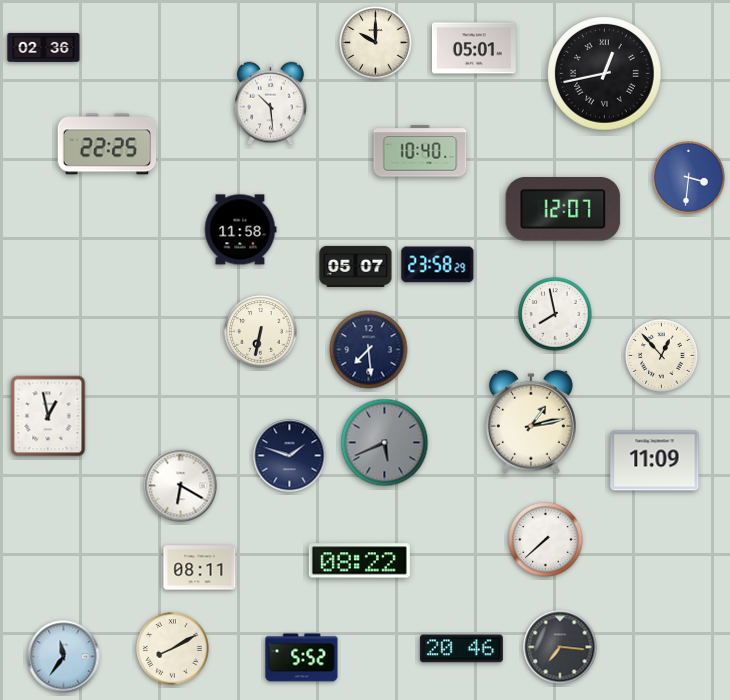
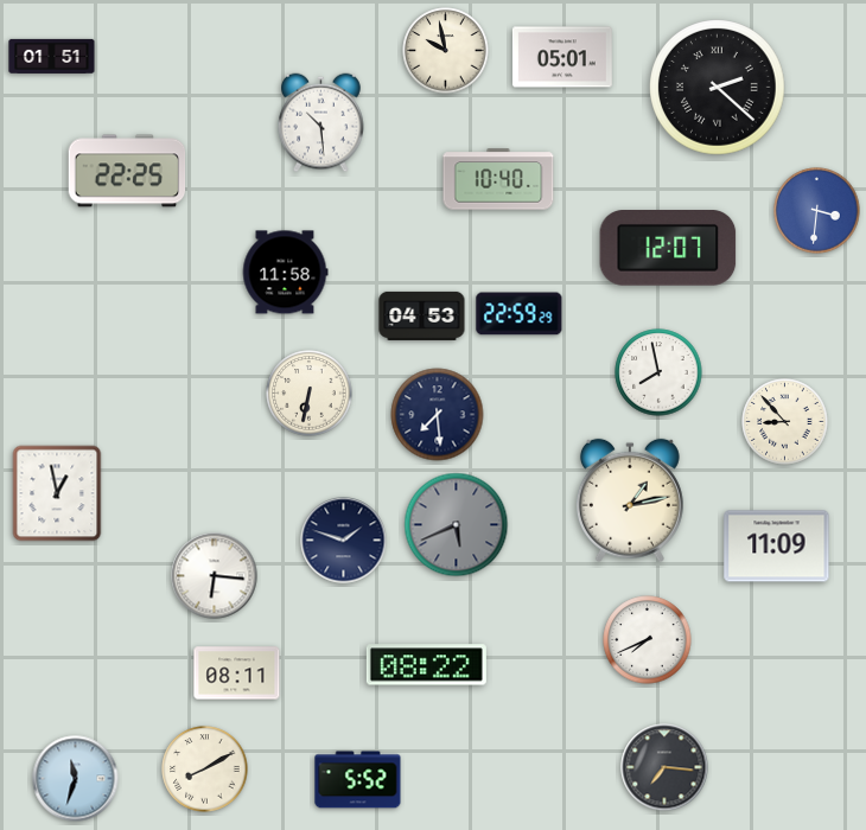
clock at (376, 43): 10:00 -> 9:58
clock at (44, 47): 02:36 -> 01:51
clock at (605, 74): 12:43 -> 2:22
clock at (438, 265): 23:58 -> 22:59
clock at (356, 266): 05:07 -> 04:53
clock at (662, 356): 12:53 -> 8:53
clock at (181, 486): 6:20 -> 6:16
clock at (546, 540): 7:38 -> 7:41
clock at (461, 649): 20:46 -> none
clock at (64, 657): 11:36 -> 11:33
